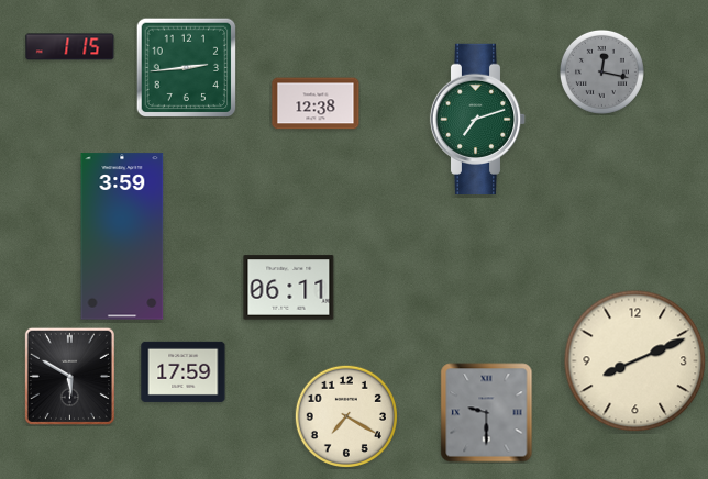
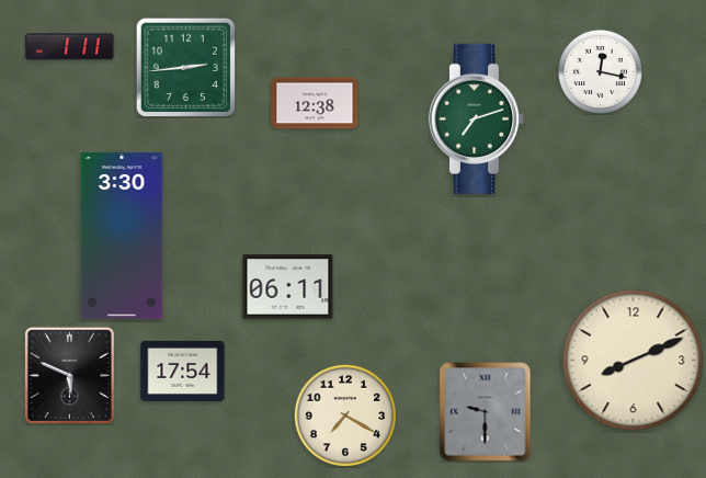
clock at (70, 47): 1:15 -> 1:11
clock at (601, 71) dial: grey -> white
clock at (122, 236): 3:59 -> 3:30
clock at (184, 371): 17:59 -> 17:54
clock at (69, 376): 5:50 -> 5:49
